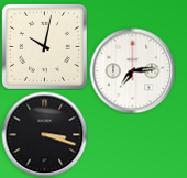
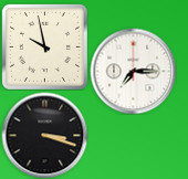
clock at (44, 46): 10:02 -> 9:58
clock at (132, 70): 7:14 -> 7:15
